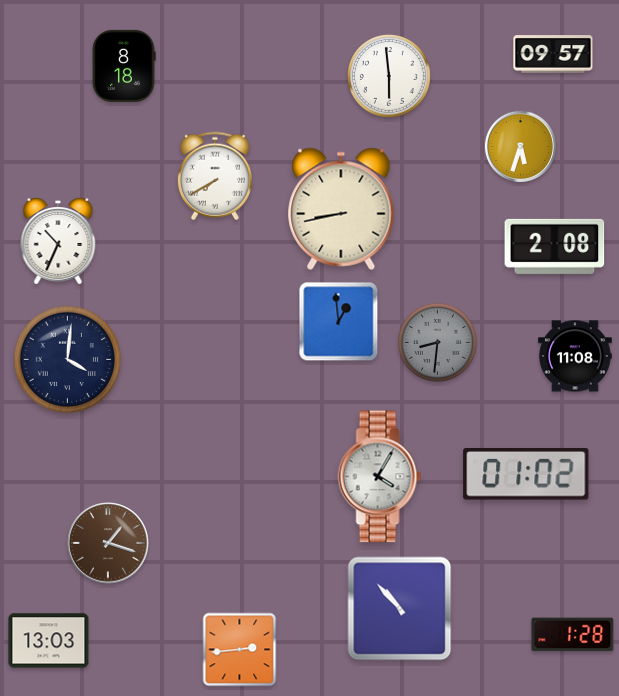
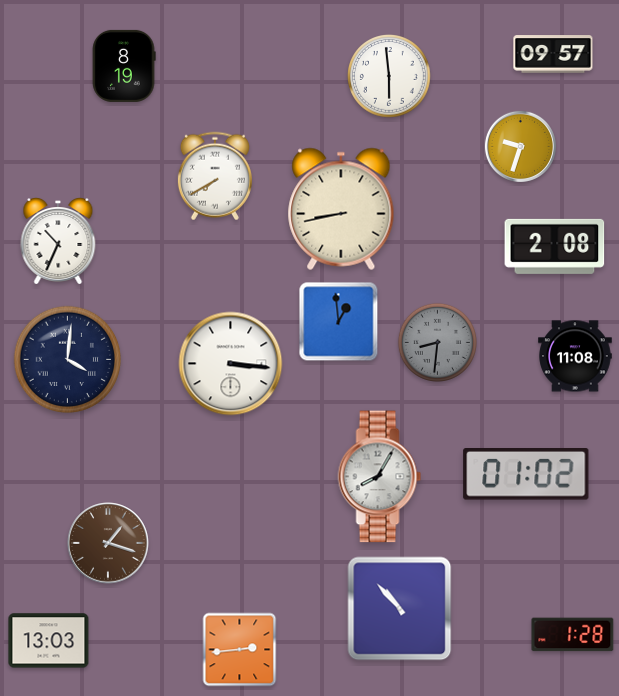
clock at (124, 66): 8:18 -> 8:19
clock at (520, 146): 5:33 -> 9:33
clock at (231, 364): none -> 3:16
clock at (380, 477): 4:05 -> 8:05
